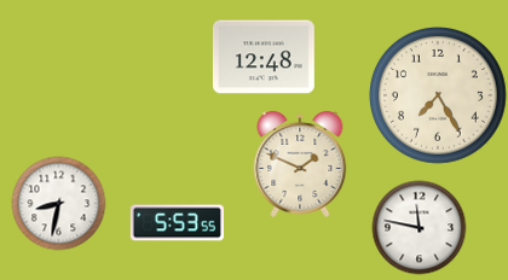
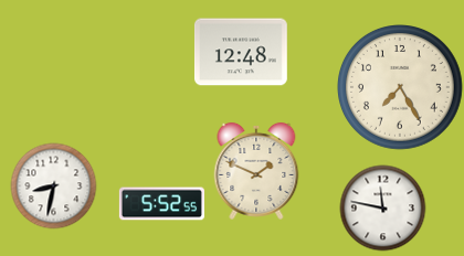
clock at (300, 164) position: (300, 164) -> (256, 171)
clock at (177, 223): 5:53 -> 5:52
